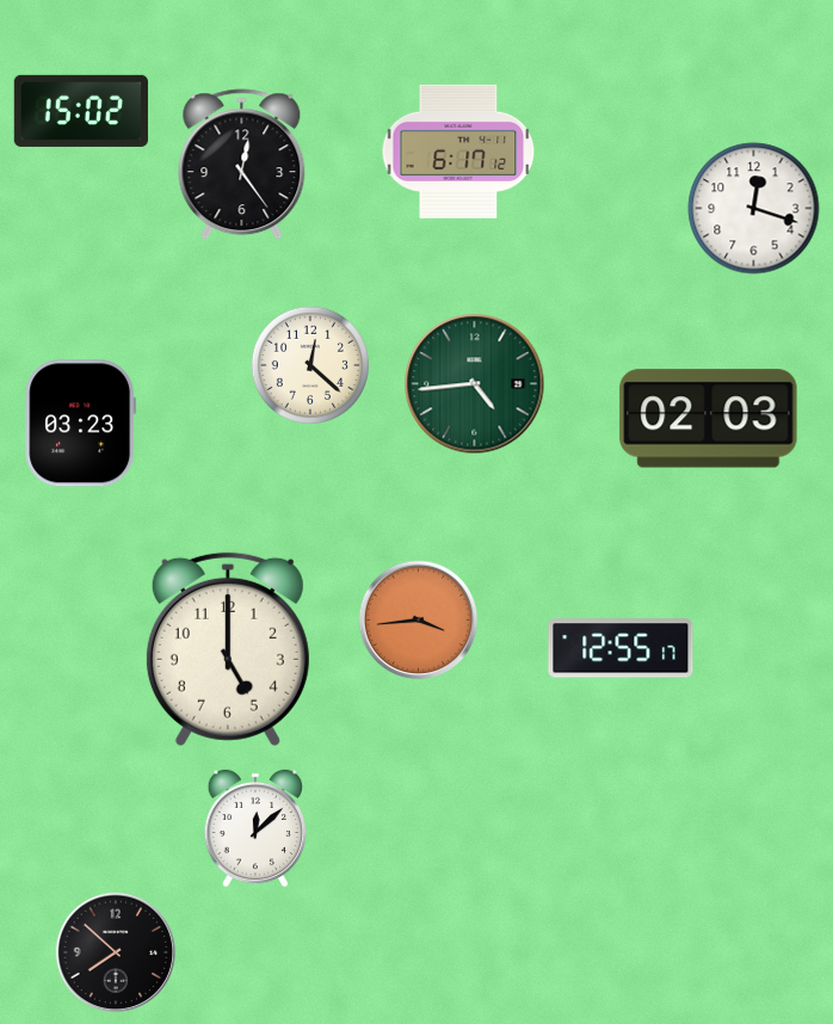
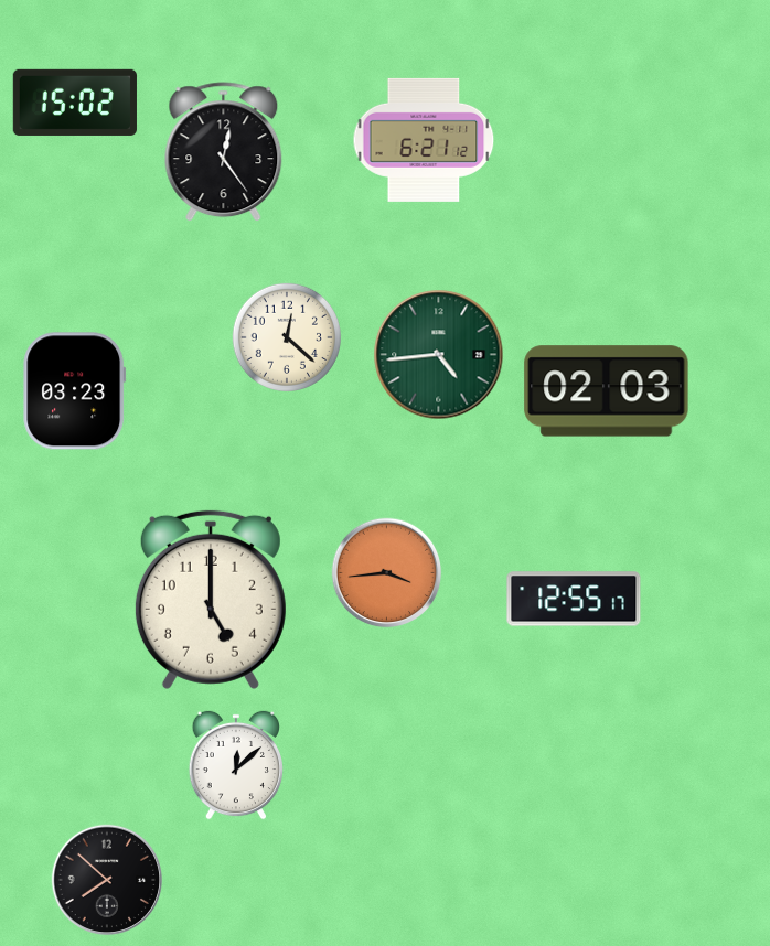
clock at (458, 152): 6:17 -> 6:21
clock at (754, 209): 12:18 -> none
clock at (709, 419) position: (709, 419) -> (607, 391)
